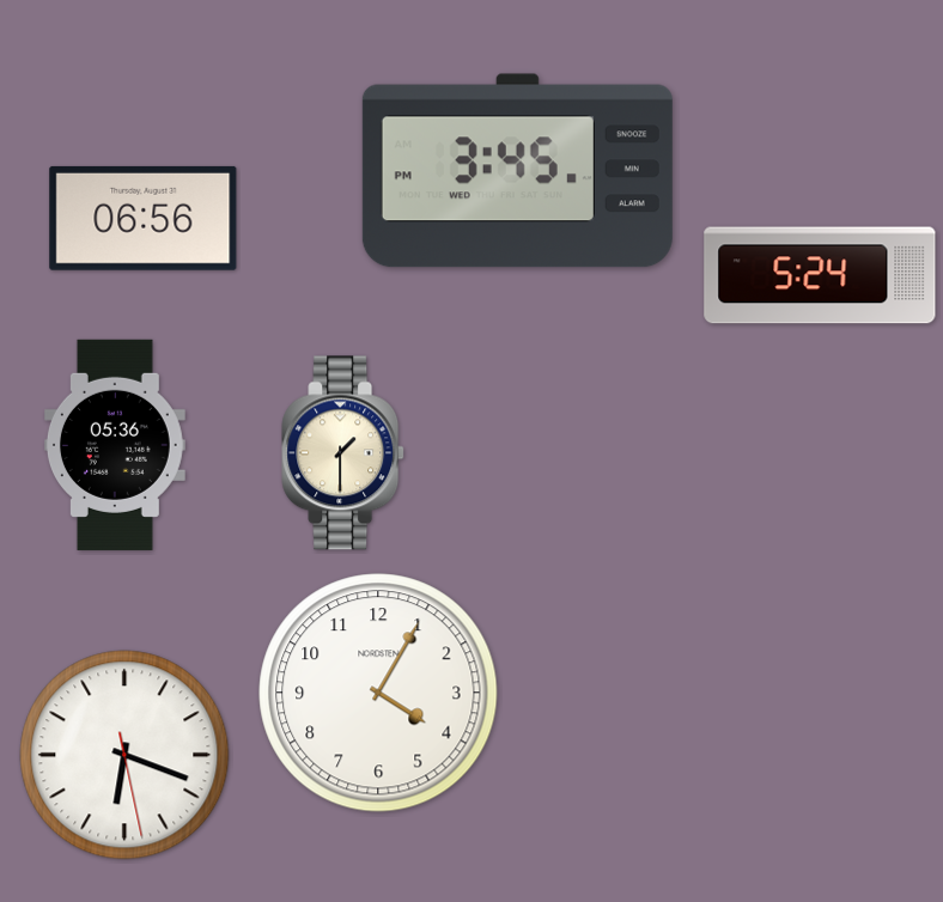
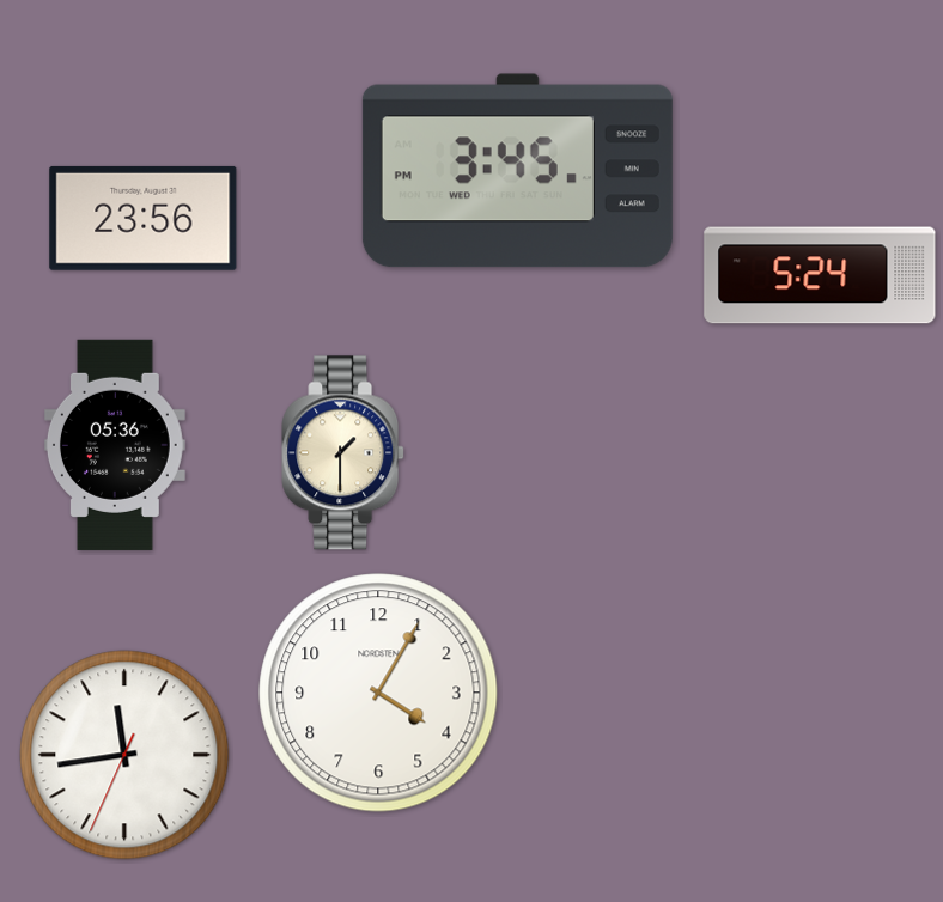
clock at (144, 218): 06:56 -> 23:56
clock at (124, 755): 6:18 -> 11:43
